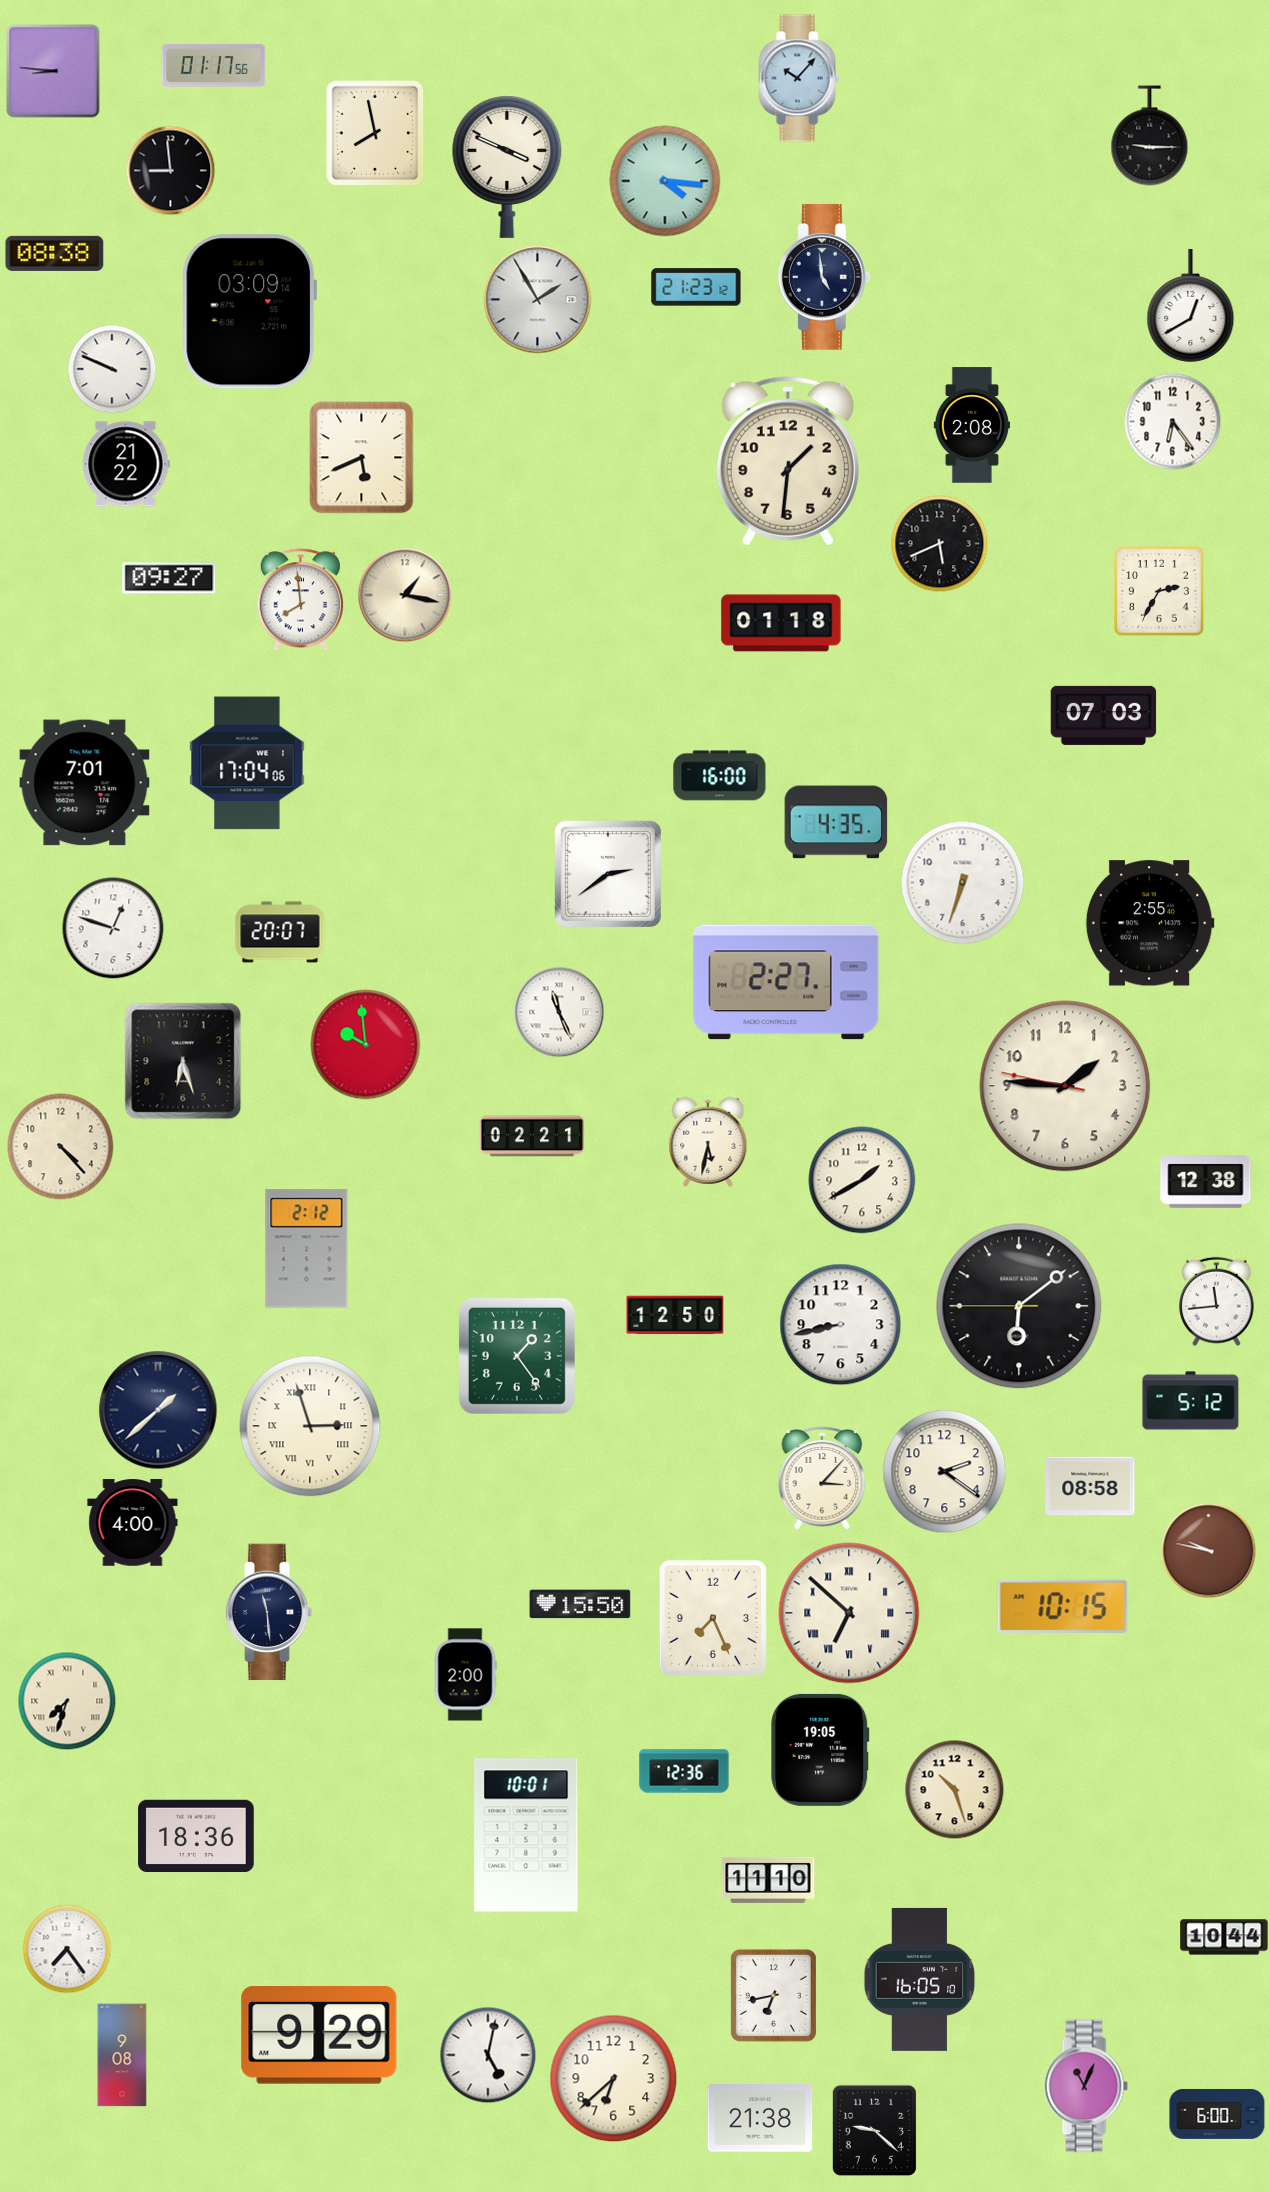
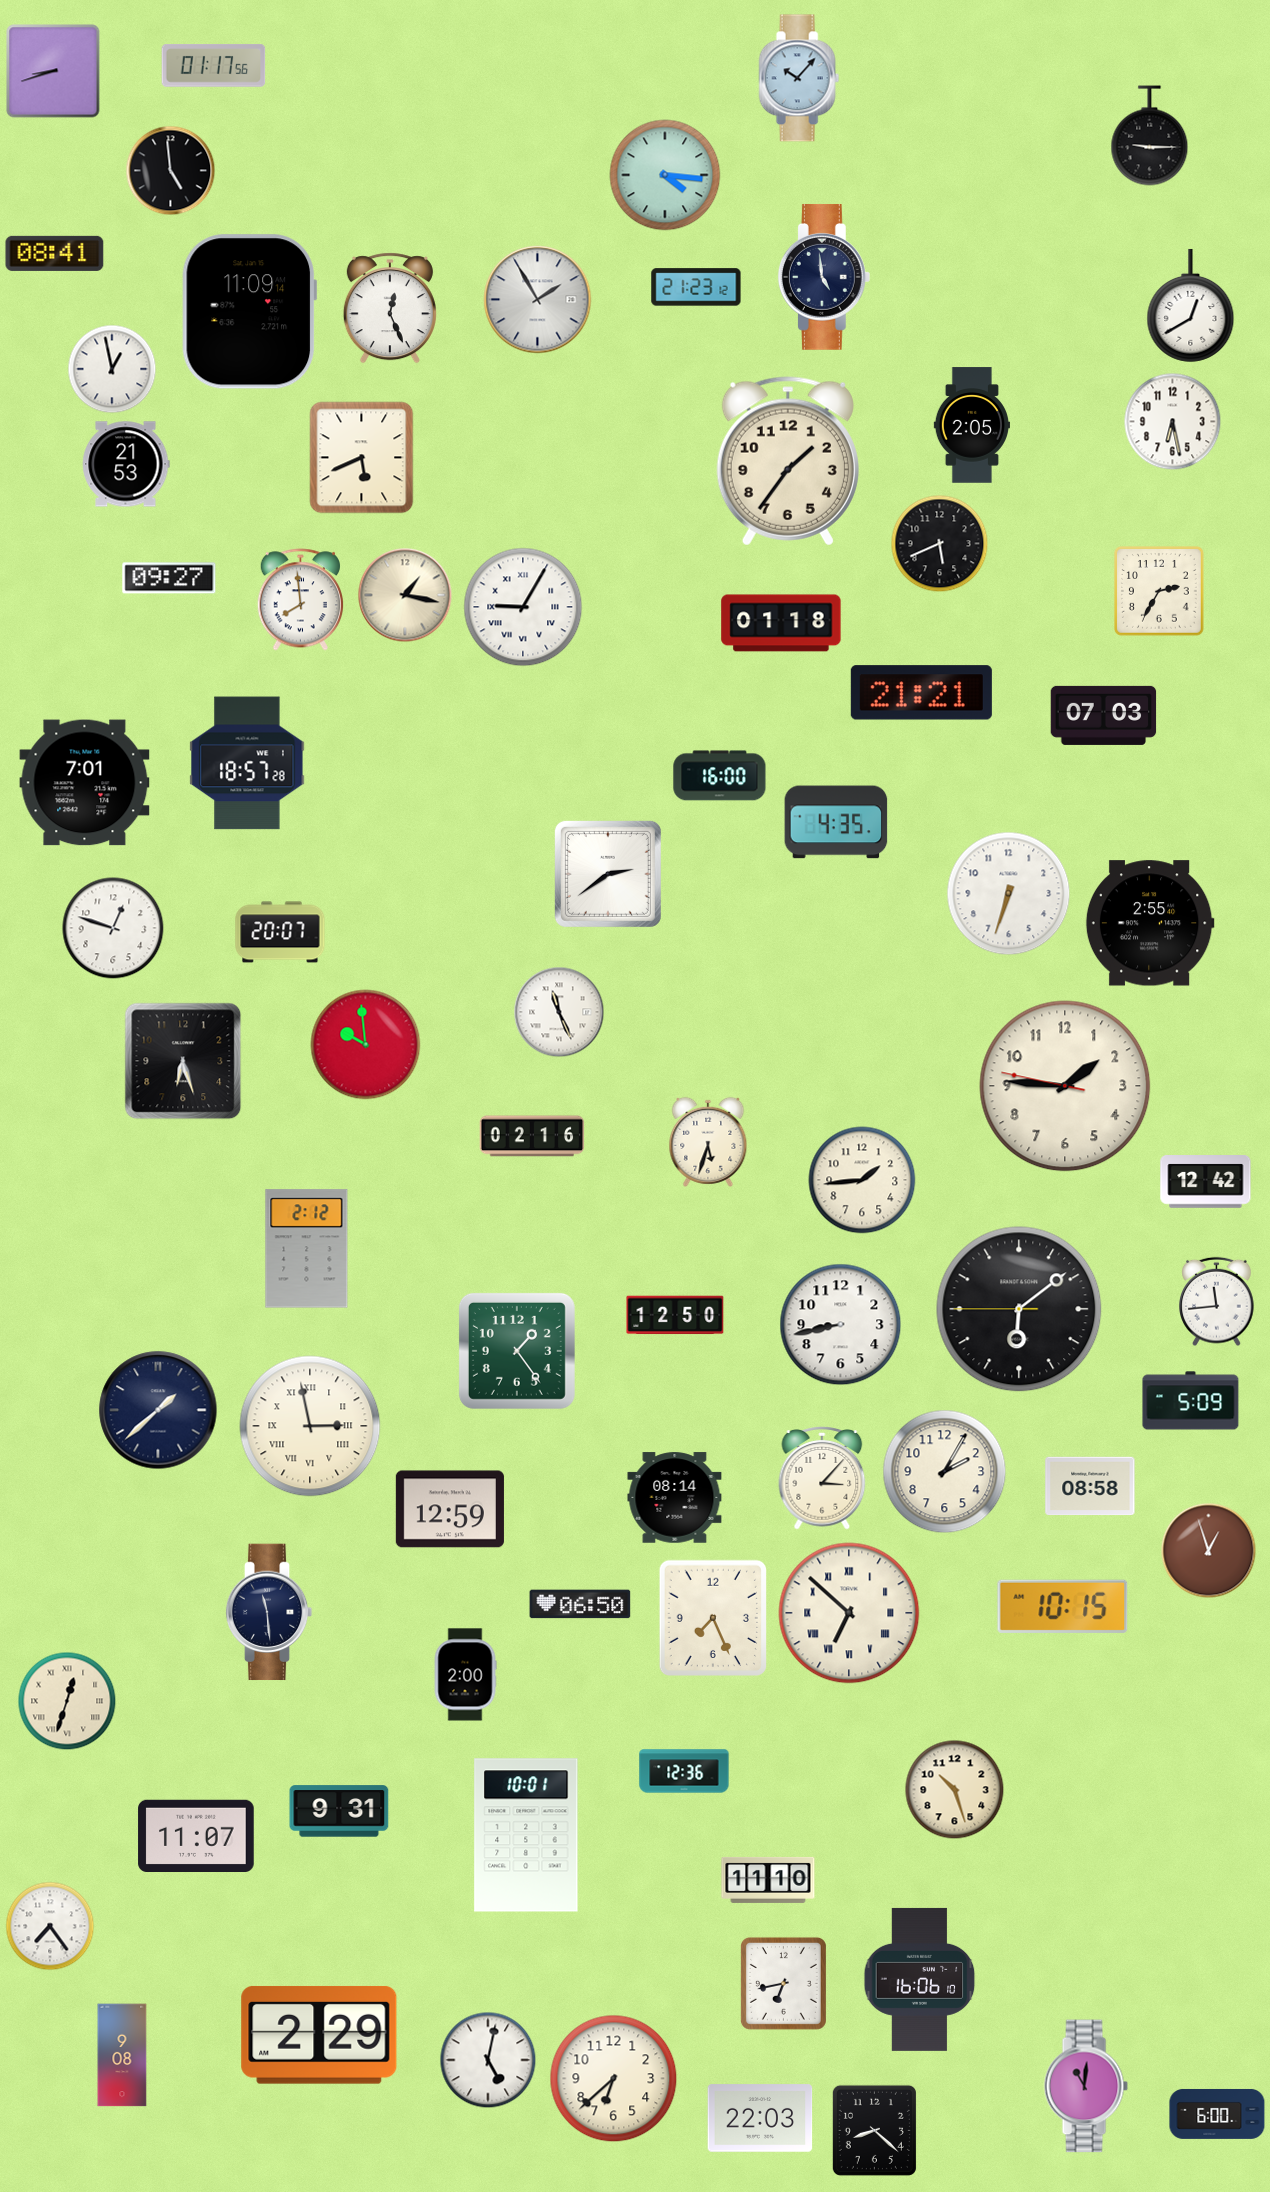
clock at (53, 71): 8:46 -> 8:42
clock at (375, 133): 7:58 -> none
clock at (507, 167): 3:49 -> none
clock at (171, 171): 8:59 -> 4:59
clock at (665, 181) position: (665, 181) -> (665, 175)
clock at (55, 253): 08:38 -> 08:41
clock at (390, 308): none -> 12:26
clock at (249, 312): 03:09 -> 11:09
clock at (112, 369): 9:49 -> 12:58
clock at (1173, 422): 6:24 -> 6:28
clock at (971, 425): 2:08 -> 2:05
clock at (788, 461): 1:31 -> 1:36
clock at (126, 464): 21:22 -> 21:53
clock at (523, 607): none -> 9:05
clock at (921, 693): none -> 21:21
clock at (247, 763): 17:04 -> 18:57
clock at (963, 883) position: (963, 883) -> (1009, 894)
clock at (786, 982): 2:27 -> none
clock at (532, 1136): 02:21 -> 02:16
clock at (708, 1142): 5:32 -> 5:33
clock at (61, 1147): 4:23 -> none
clock at (862, 1180): 1:40 -> 1:44
clock at (1206, 1182): 12:38 -> 12:42
clock at (1019, 1306) position: (1019, 1306) -> (1019, 1309)
clock at (517, 1356) position: (517, 1356) -> (517, 1351)
clock at (1191, 1401): 5:12 -> 5:09
clock at (310, 1426): 2:57 -> 2:58
clock at (945, 1472): 2:21 -> 2:05
clock at (675, 1498): none -> 08:14
clock at (450, 1509): none -> 12:59
clock at (133, 1523): 4:00 -> none
clock at (1209, 1551): 9:47 -> 12:57
clock at (580, 1604): 15:50 -> 06:50
clock at (67, 1701): 7:33 -> 12:33
clock at (820, 1750): 19:05 -> none
clock at (339, 1811): none -> 9:31
clock at (196, 1835): 18:36 -> 11:07
clock at (1224, 1937): 10:44 -> none
clock at (67, 1949) position: (67, 1949) -> (50, 1926)
clock at (920, 1979): 16:05 -> 16:06
clock at (773, 1995) position: (773, 1995) -> (783, 1983)
clock at (319, 2035): 9:29 -> 2:29
clock at (488, 2055) position: (488, 2055) -> (488, 2060)
clock at (1086, 2086): 11:04 -> 11:01
clock at (760, 2118): 21:38 -> 22:03
clock at (874, 2130): 9:22 -> 8:22
